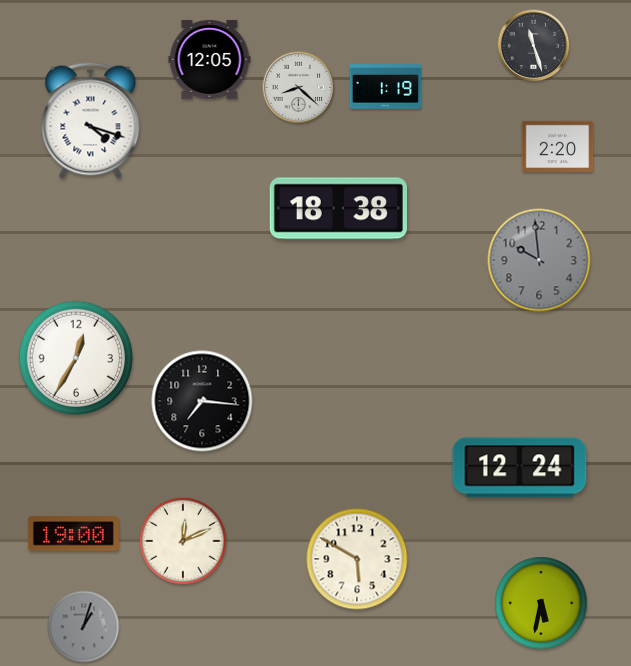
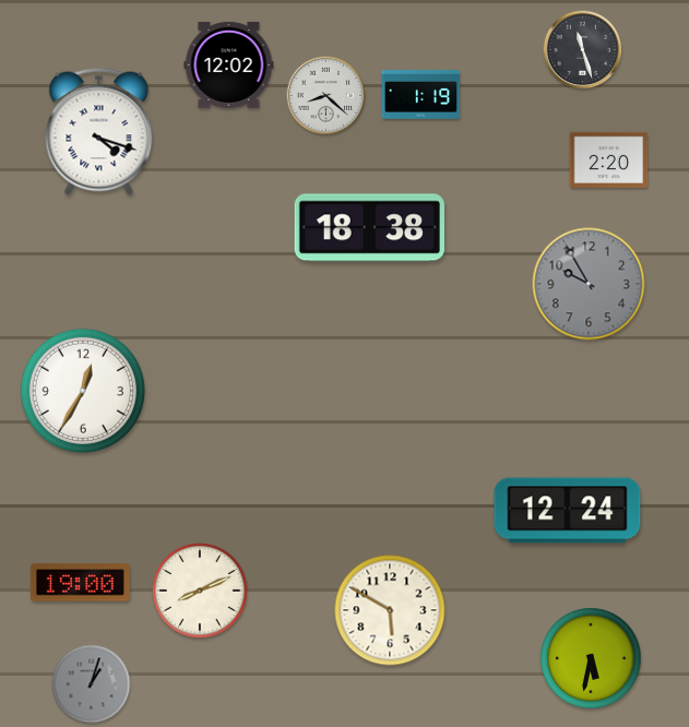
clock at (210, 59): 12:05 -> 12:02
clock at (539, 260): 9:59 -> 9:55
clock at (202, 401): 7:16 -> none
clock at (184, 542): 12:11 -> 8:11
